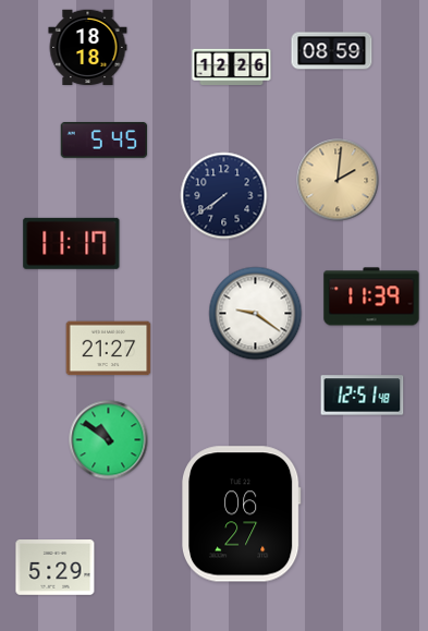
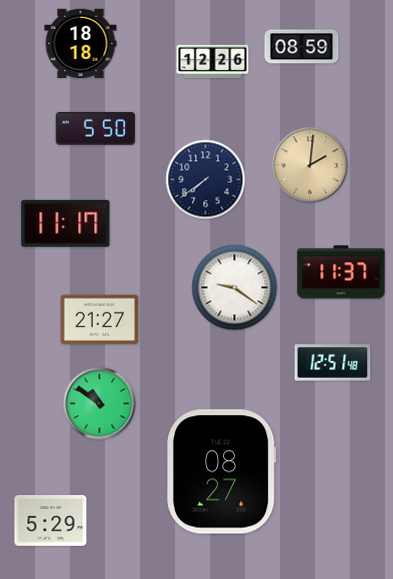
clock at (332, 51) position: (332, 51) -> (302, 47)
clock at (105, 141): 5:45 -> 5:50
clock at (371, 296): 11:39 -> 11:37
clock at (242, 514): 06:27 -> 08:27
